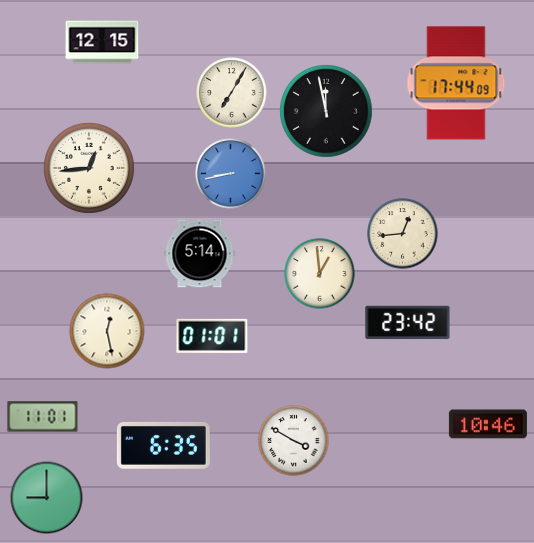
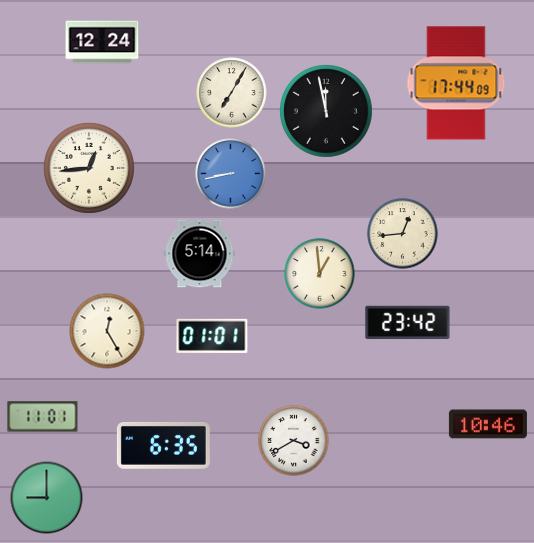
clock at (102, 42): 12:15 -> 12:24
clock at (107, 331): 12:28 -> 12:25
clock at (294, 441): 3:50 -> 3:40
